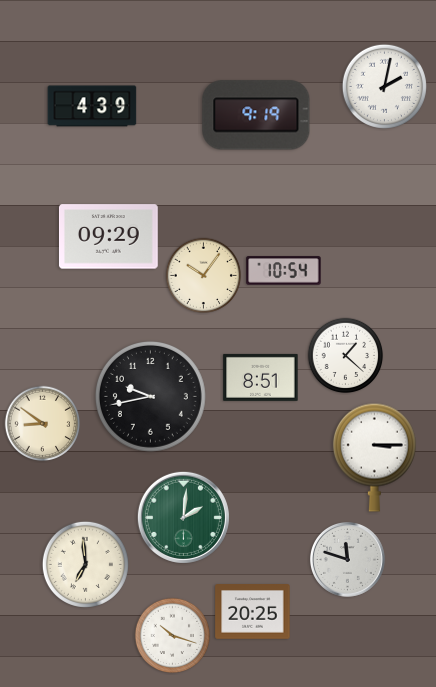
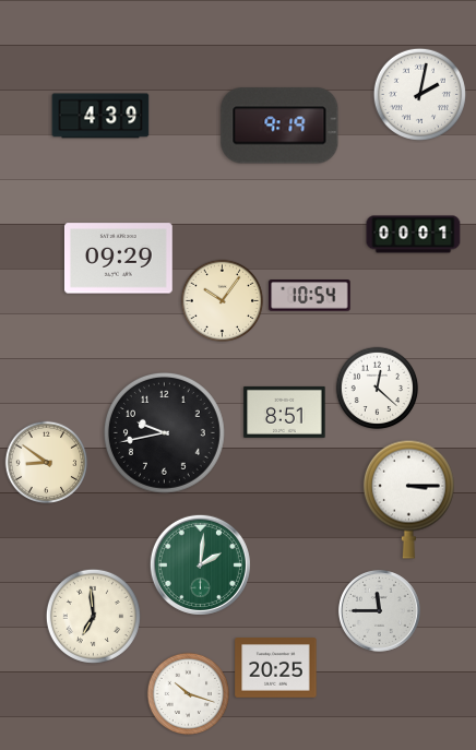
clock at (414, 235): none -> 00:01
clock at (346, 356): 1:22 -> 12:22
clock at (347, 559): 11:48 -> 11:45
